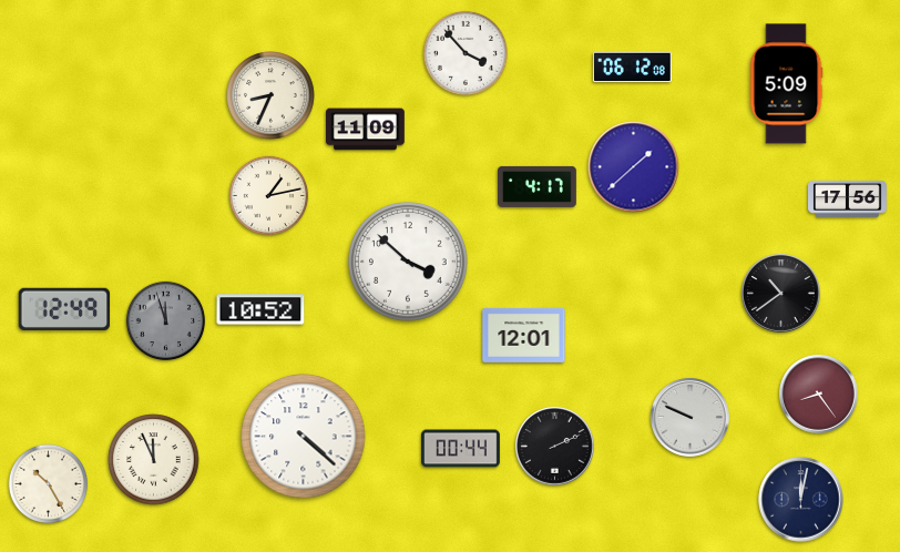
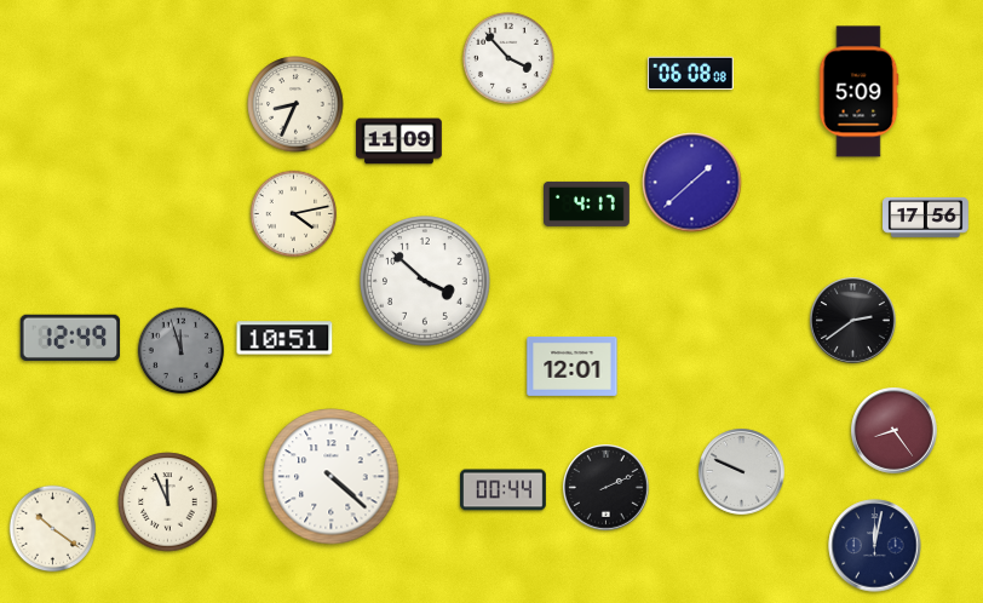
clock at (632, 68): 06:12 -> 06:08
clock at (269, 196): 1:13 -> 4:13
clock at (409, 263) position: (409, 263) -> (426, 282)
clock at (781, 294): 10:39 -> 2:39
clock at (260, 309): 10:52 -> 10:51
clock at (691, 418) position: (691, 418) -> (742, 472)
clock at (49, 484): 10:25 -> 10:21
